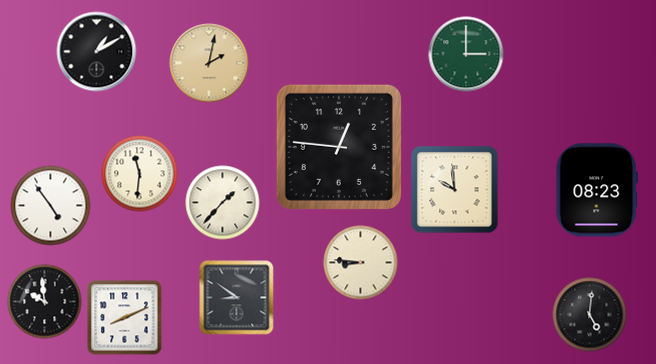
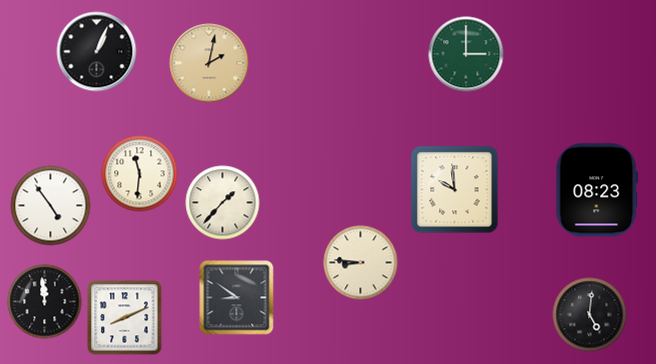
clock at (97, 52): 1:10 -> 1:04
clock at (339, 147): 12:46 -> none
clock at (45, 302): 9:59 -> 11:59
